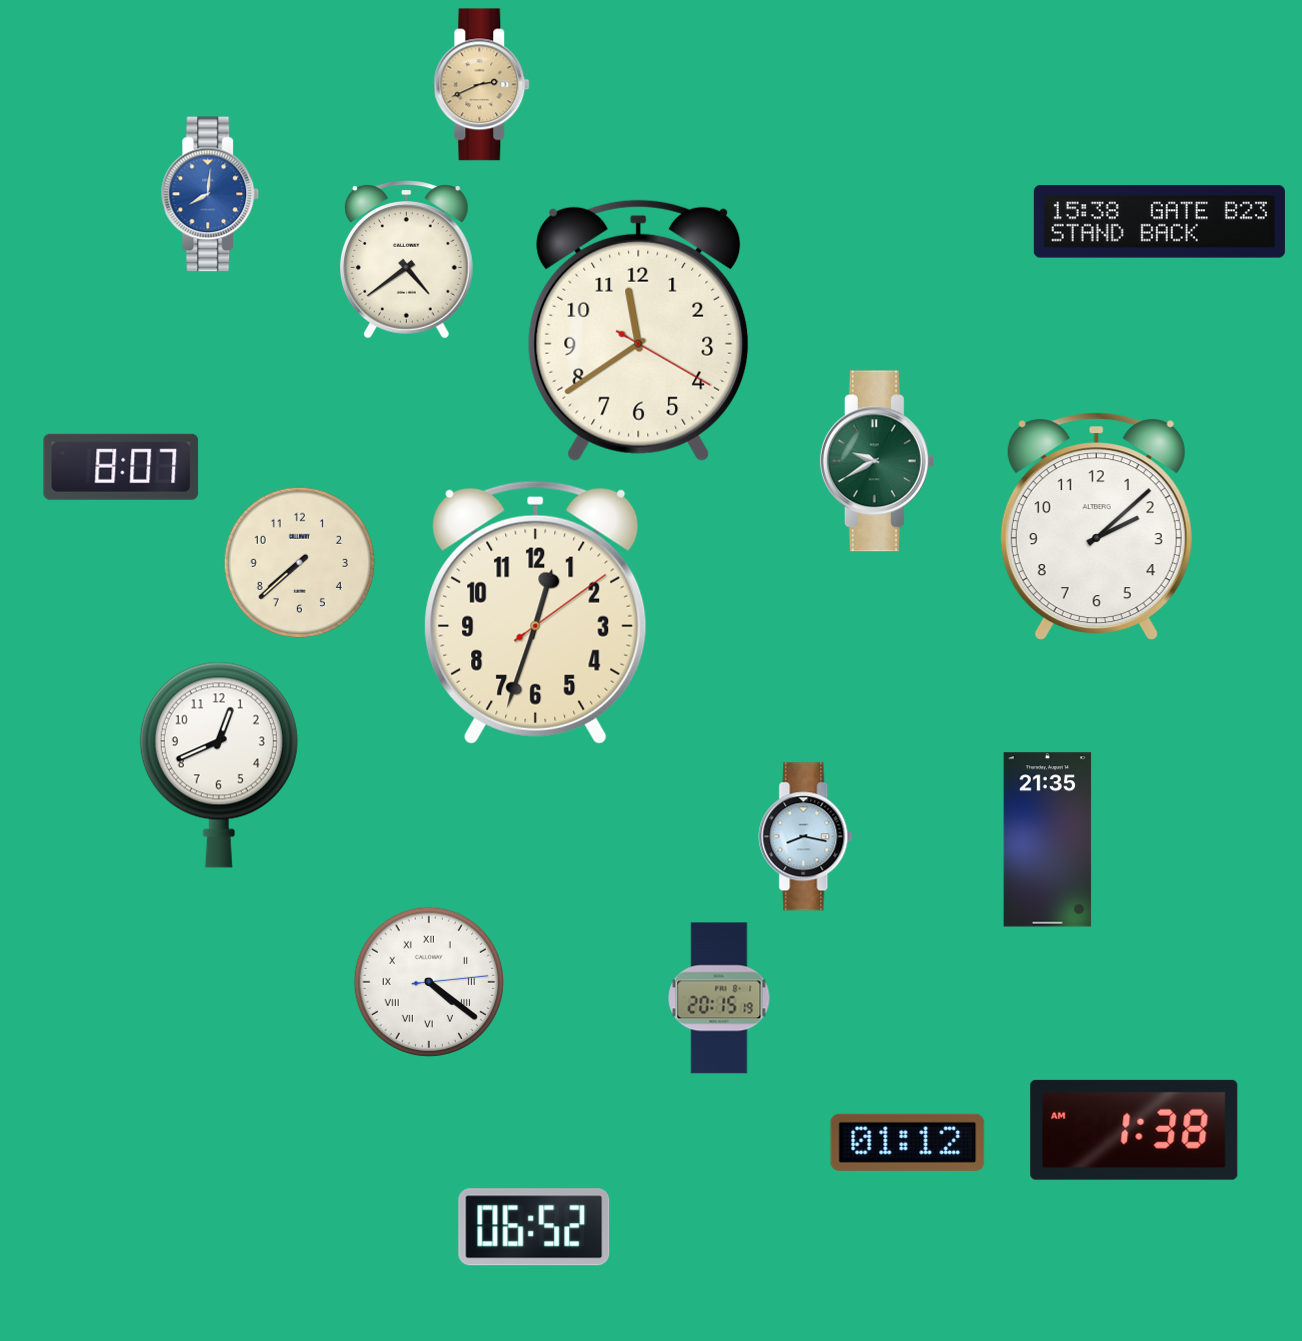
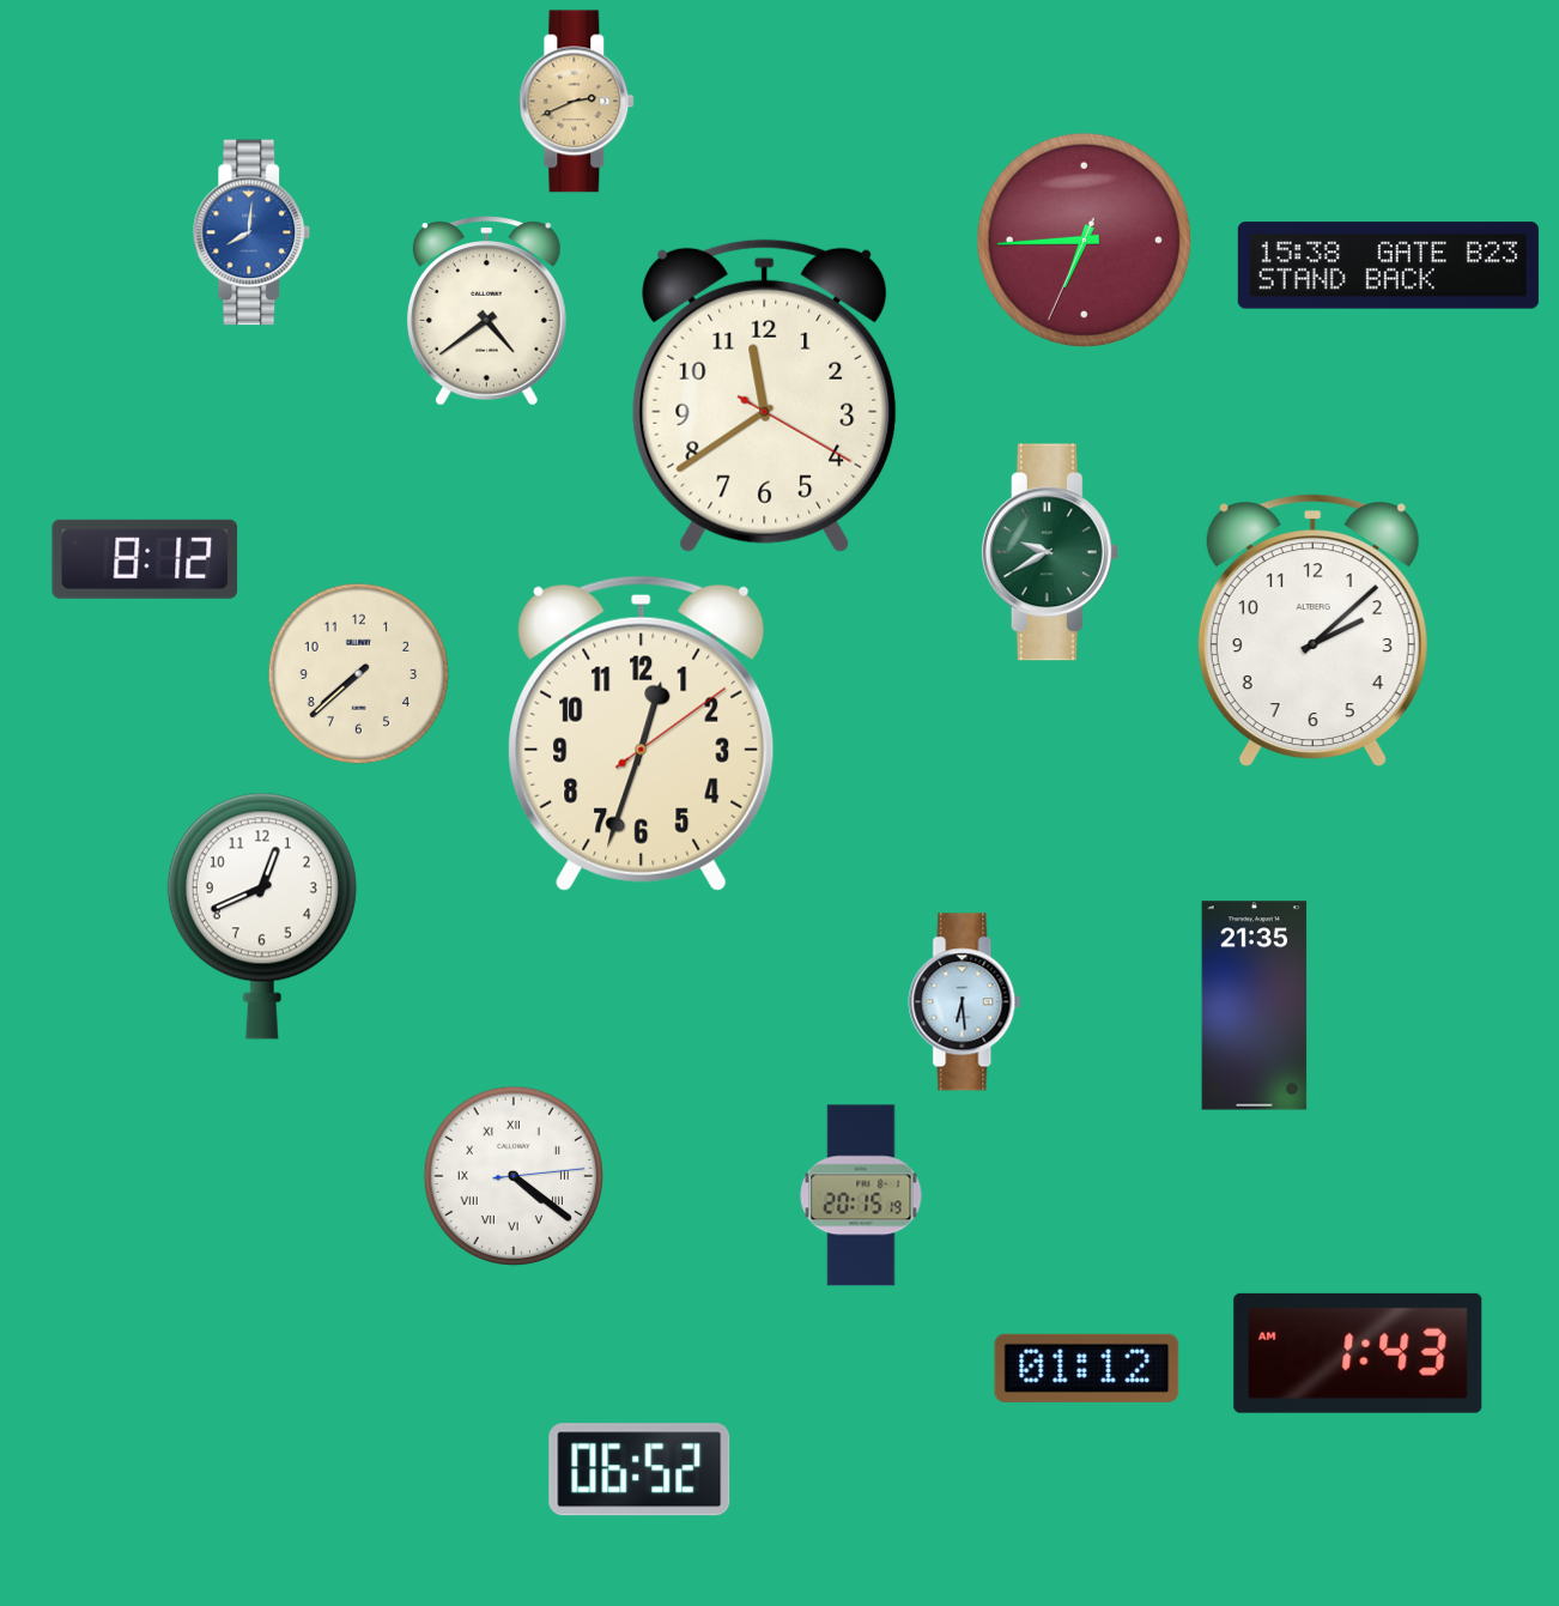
clock at (1084, 240): none -> 6:44
clock at (121, 467): 8:07 -> 8:12
clock at (806, 837): 8:17 -> 6:29
clock at (1134, 1130): 1:38 -> 1:43
